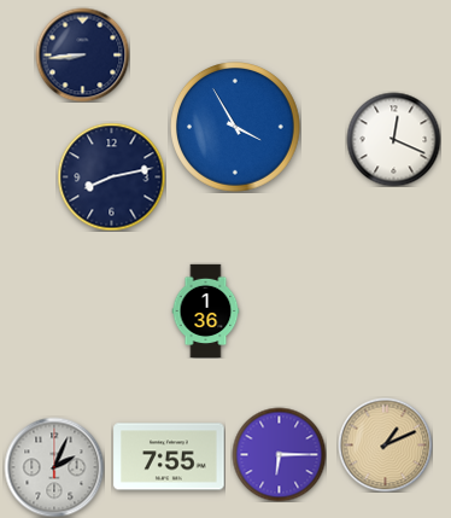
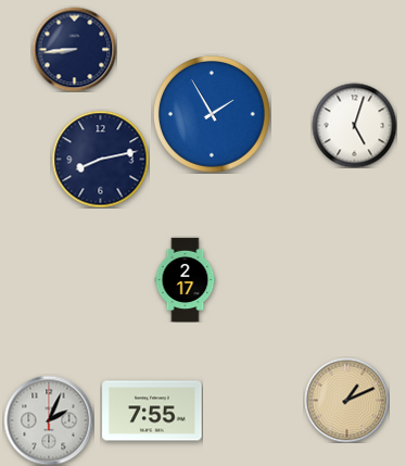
clock at (236, 128): 3:55 -> 1:55
clock at (393, 139): 12:19 -> 5:03
clock at (206, 310): 1:36 -> 2:17
clock at (279, 454): 6:15 -> none
